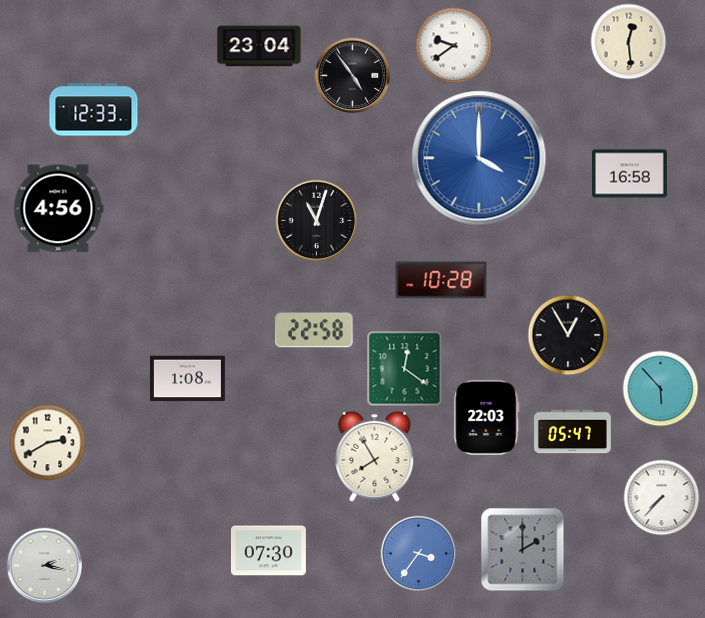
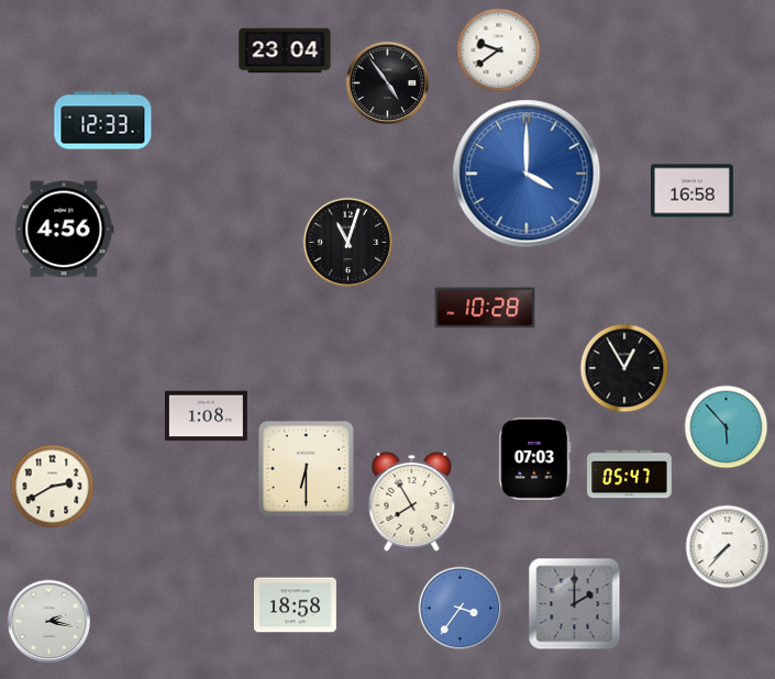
clock at (629, 42): 12:29 -> none
clock at (314, 330): 22:58 -> none
clock at (405, 369): 12:21 -> none
clock at (487, 417): 22:03 -> 07:03
clock at (306, 468): none -> 6:30
clock at (268, 551): 07:30 -> 18:58
